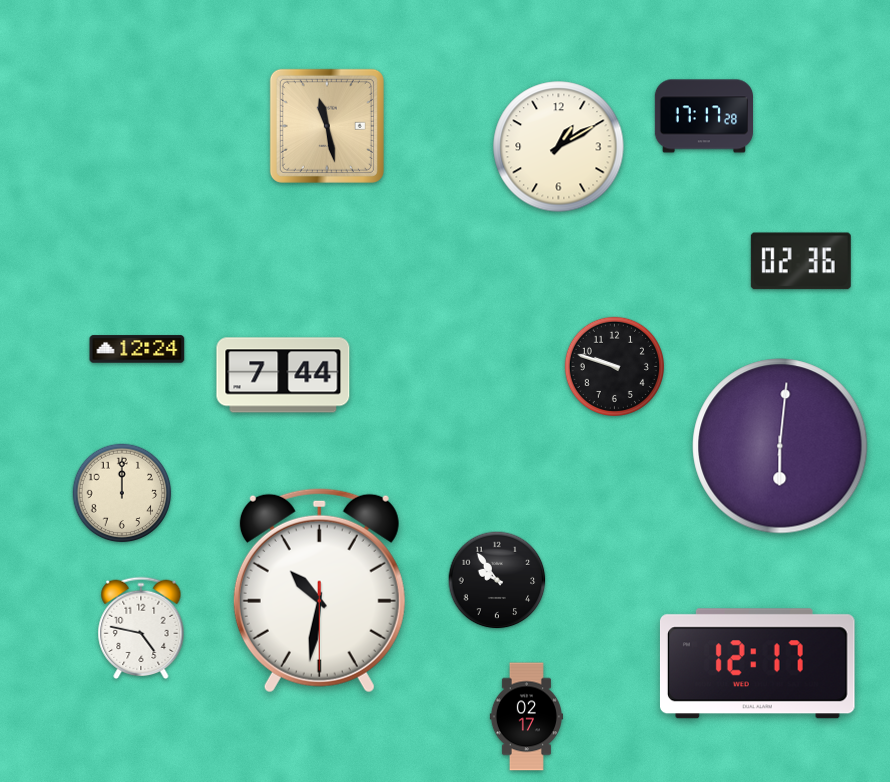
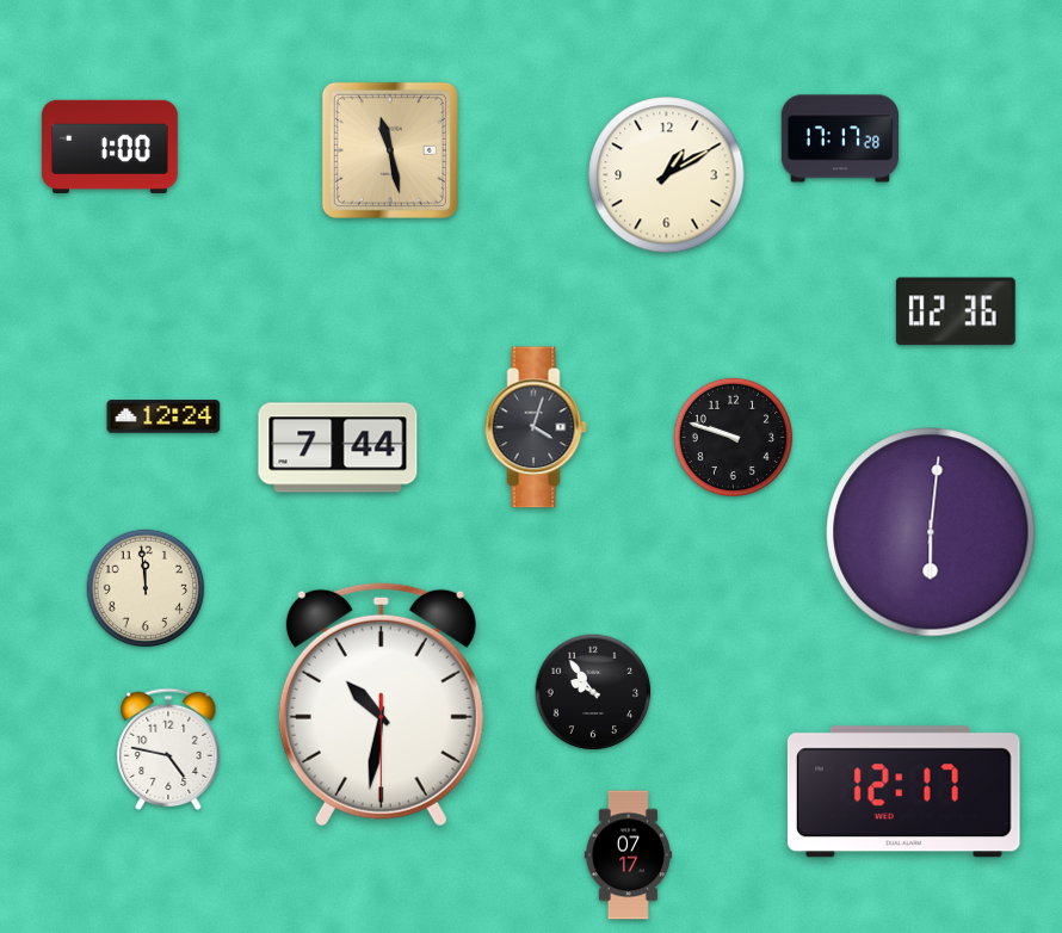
clock at (110, 147): none -> 1:00
clock at (536, 427): none -> 4:03
clock at (122, 493): 12:00 -> 11:59
clock at (526, 717): 02:17 -> 07:17
